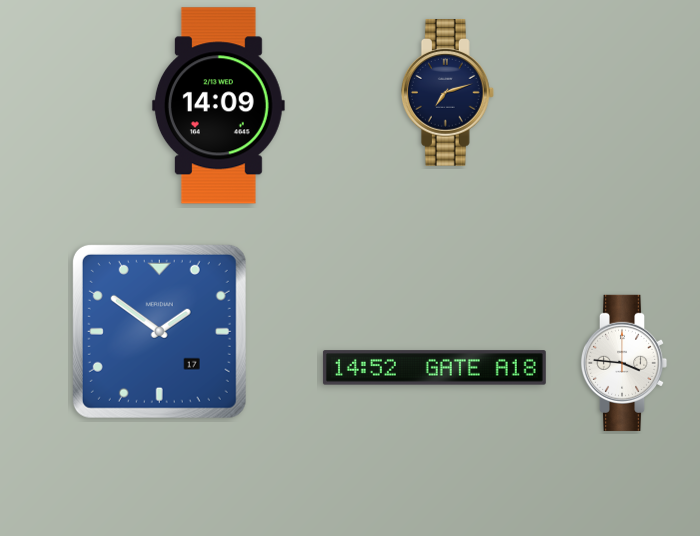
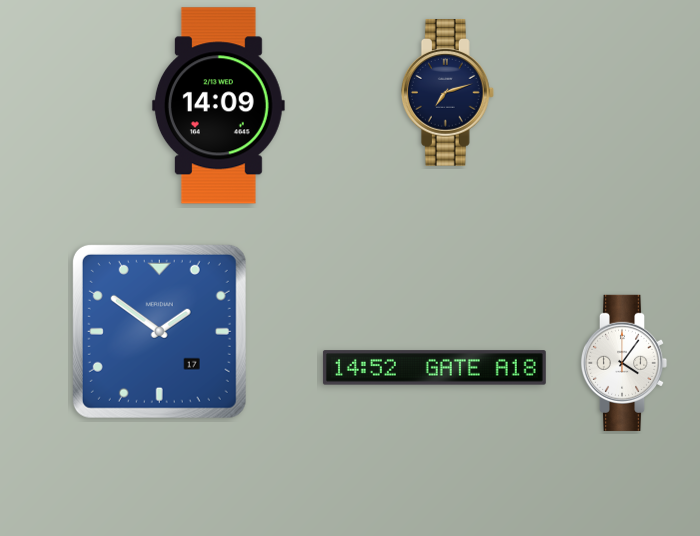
clock at (624, 363): 3:46 -> 4:06
